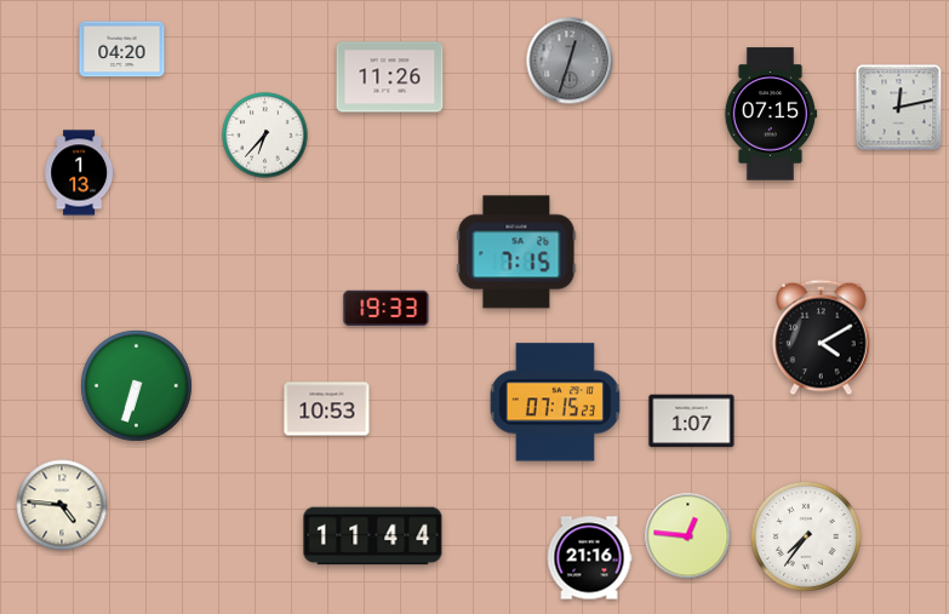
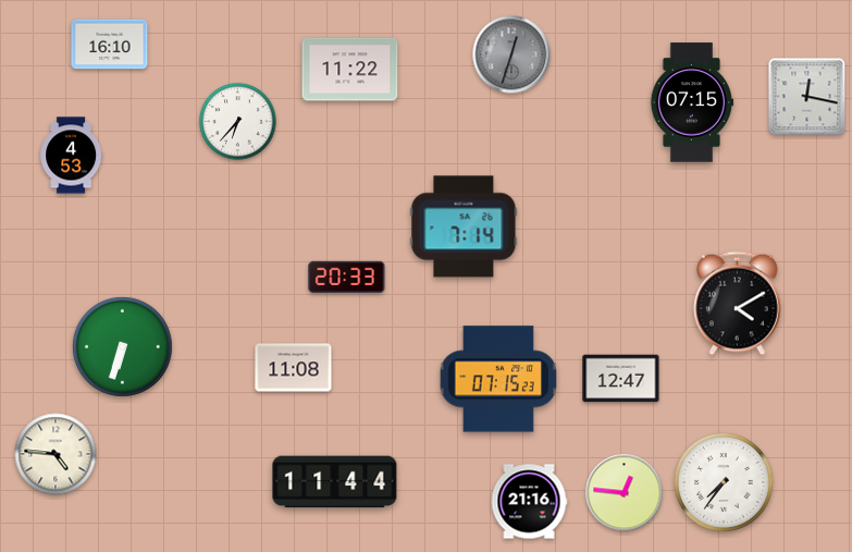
clock at (122, 50): 04:20 -> 16:10
clock at (390, 78): 11:26 -> 11:22
clock at (899, 108): 12:13 -> 12:17
clock at (80, 173): 1:13 -> 4:53
clock at (516, 252): 7:15 -> 7:14
clock at (387, 309): 19:33 -> 20:33
clock at (554, 402) position: (554, 402) -> (497, 379)
clock at (327, 409): 10:53 -> 11:08
clock at (692, 421): 1:07 -> 12:47
clock at (688, 536) position: (688, 536) -> (625, 493)
